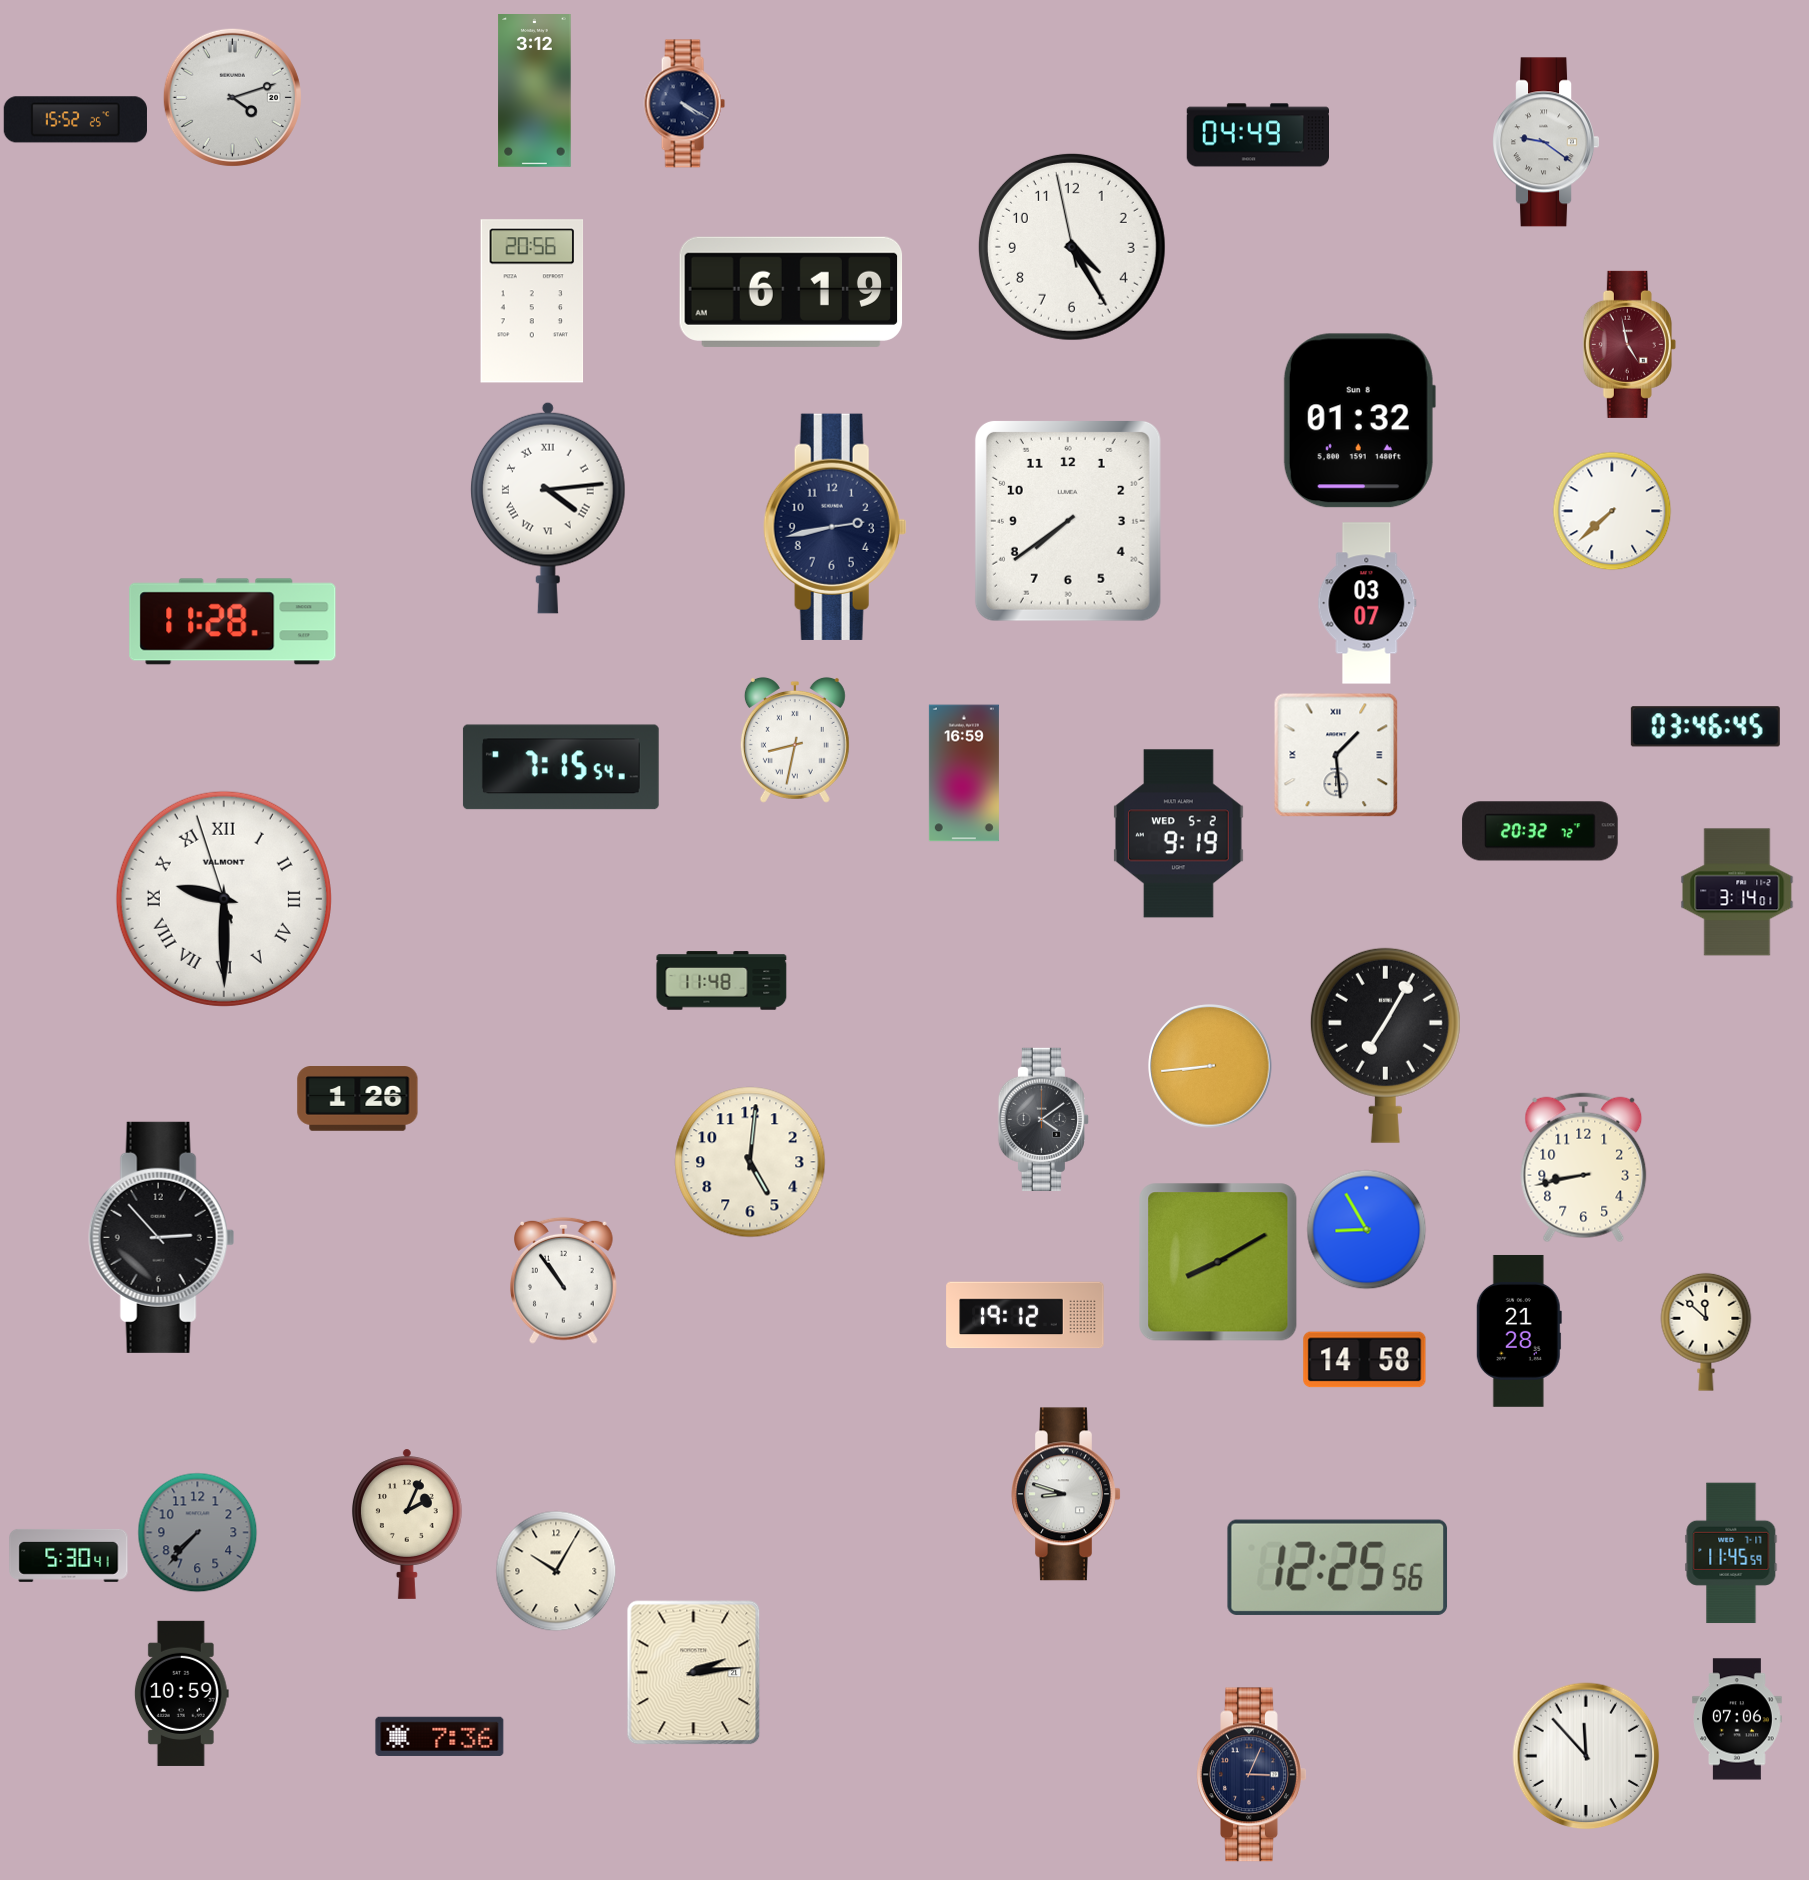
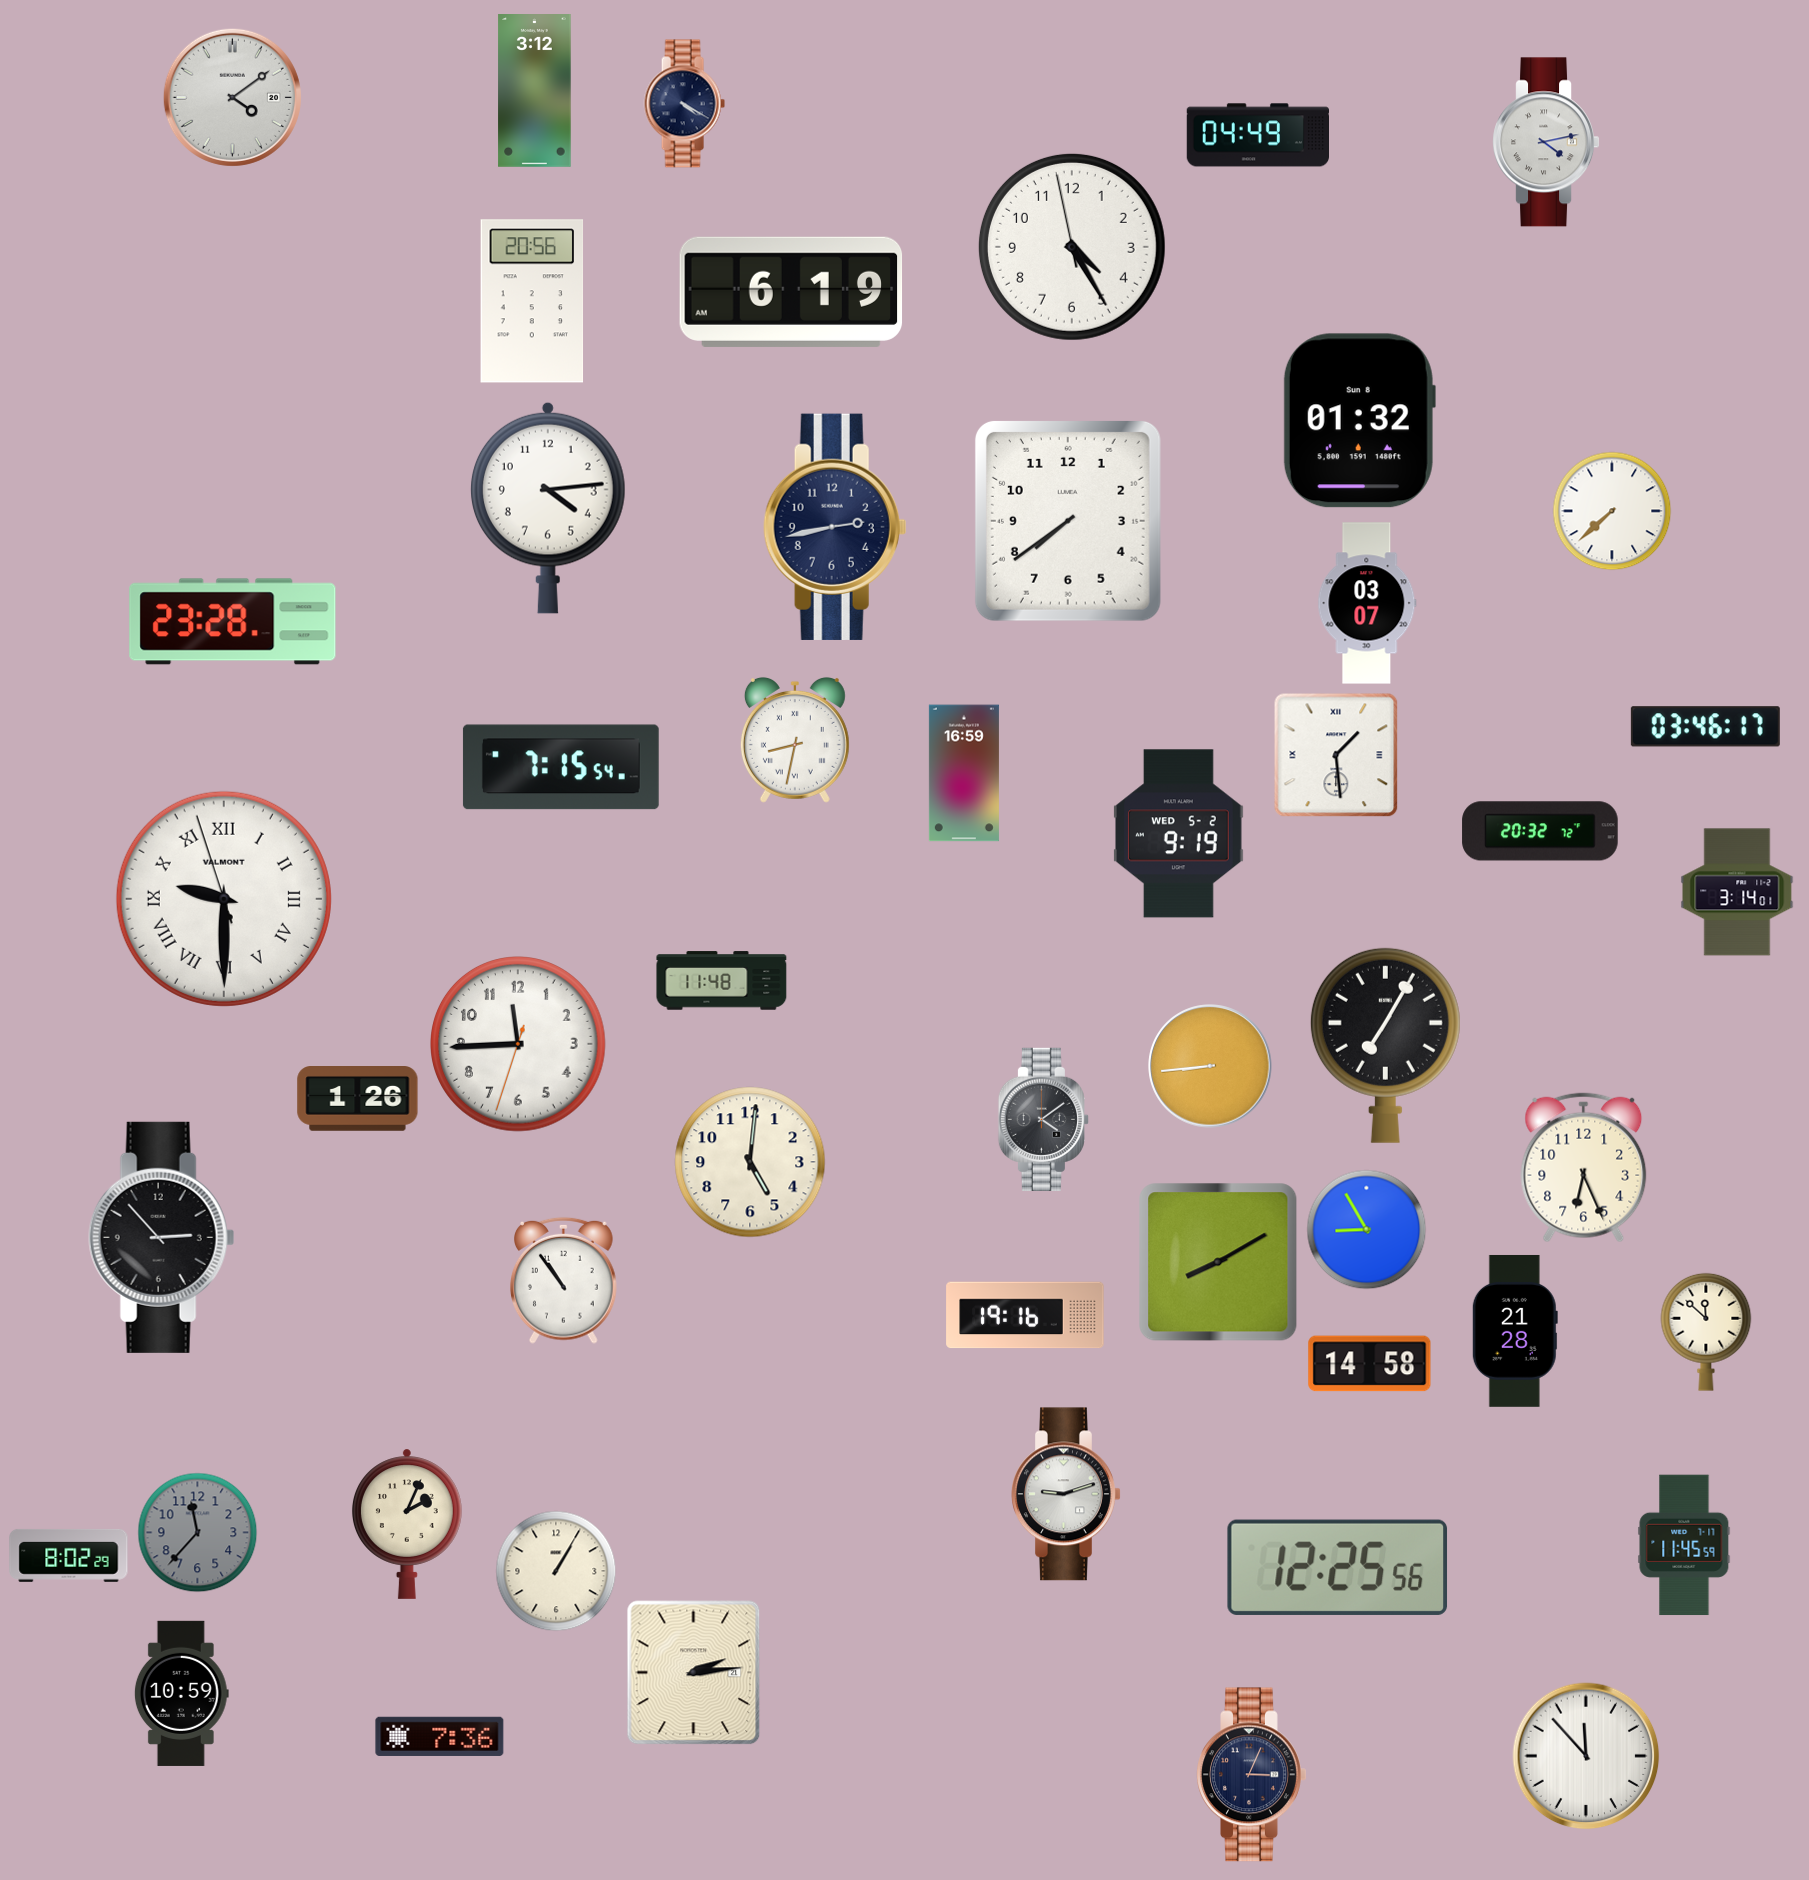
clock at (232, 97): 4:12 -> 4:09
clock at (75, 120): 15:52 -> none
clock at (1546, 142): 9:21 -> 4:13
clock at (1629, 344): 4:58 -> none
clock at (548, 508) numerals: Roman -> Arabic
clock at (233, 622): 11:28 -> 23:28
clock at (1705, 727): 03:46:45 -> 03:46:17
clock at (519, 1045): none -> 11:44
clock at (1584, 1168): 8:43 -> 6:26
clock at (1025, 1315): 19:12 -> 19:16
clock at (1519, 1331) position: (1519, 1331) -> (1515, 1331)
clock at (1365, 1360) position: (1365, 1360) -> (1370, 1364)
clock at (1066, 1494): 8:48 -> 9:12
clock at (198, 1533): 7:37 -> 11:37
clock at (1731, 1553) position: (1731, 1553) -> (1684, 1545)
clock at (69, 1555): 5:30 -> 8:02
clock at (556, 1571): 10:05 -> 1:05
clock at (1738, 1719): 07:06 -> none
